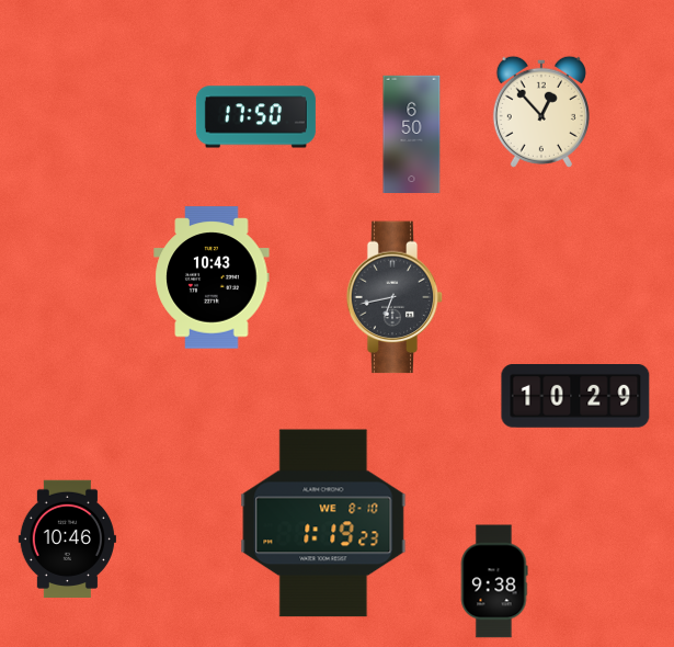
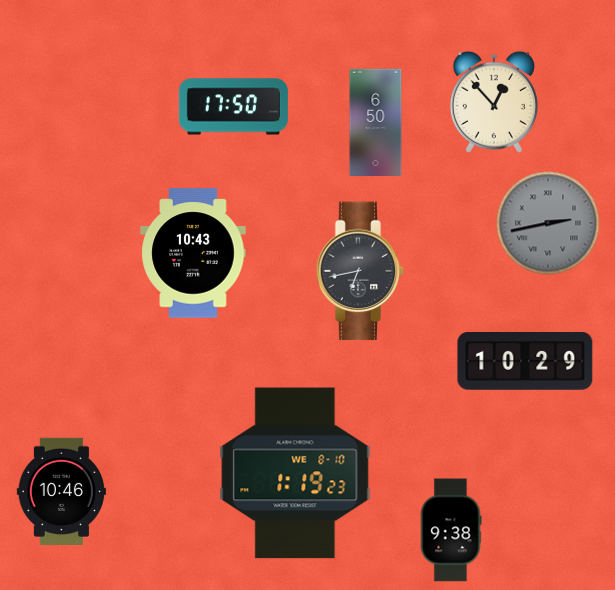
clock at (548, 223): none -> 2:43
clock at (323, 523) position: (323, 523) -> (295, 473)
